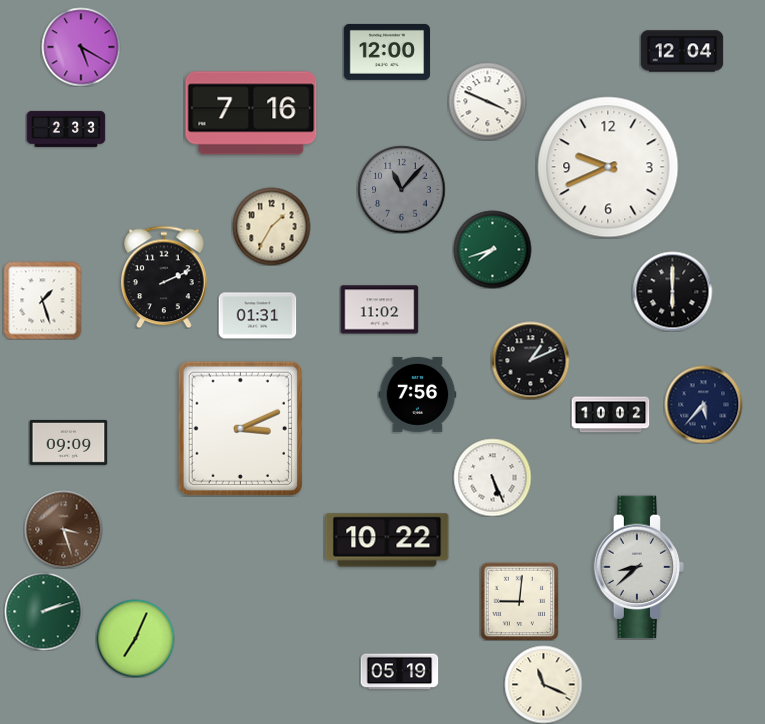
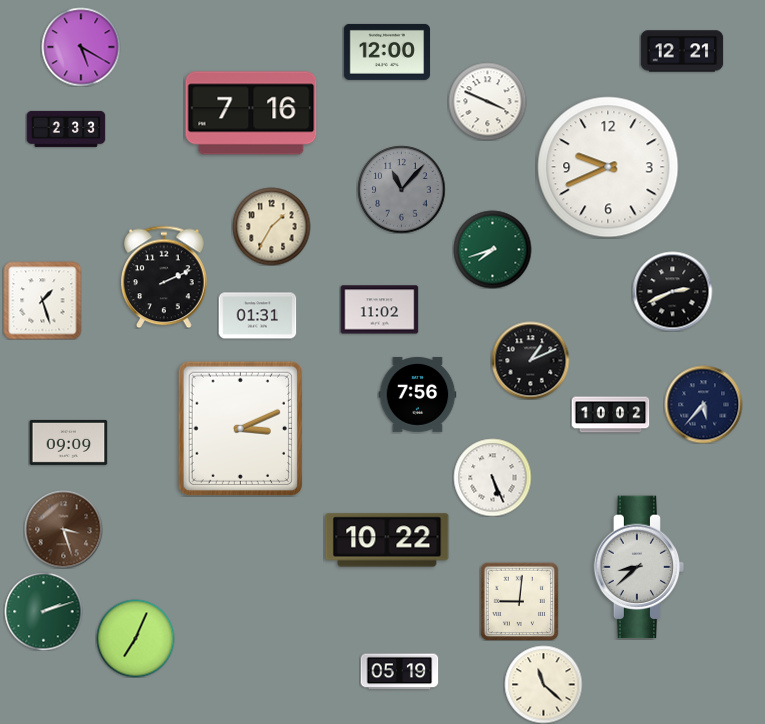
clock at (682, 51): 12:04 -> 12:21
clock at (672, 291): 6:00 -> 2:41
clock at (543, 684): 11:19 -> 11:22
